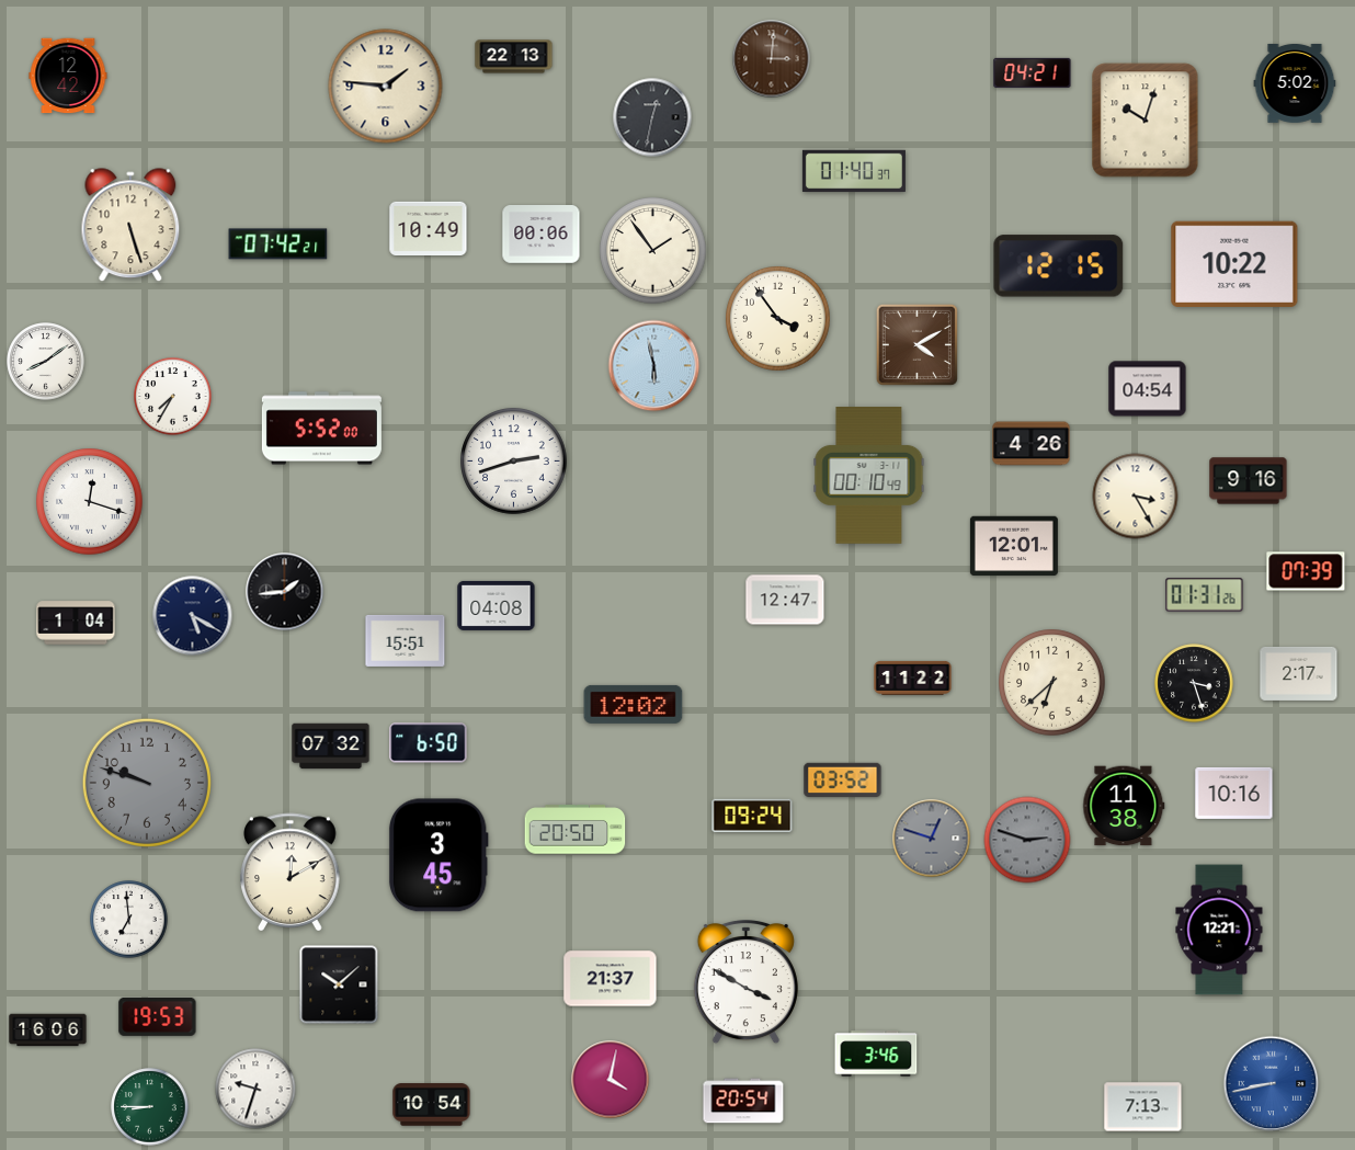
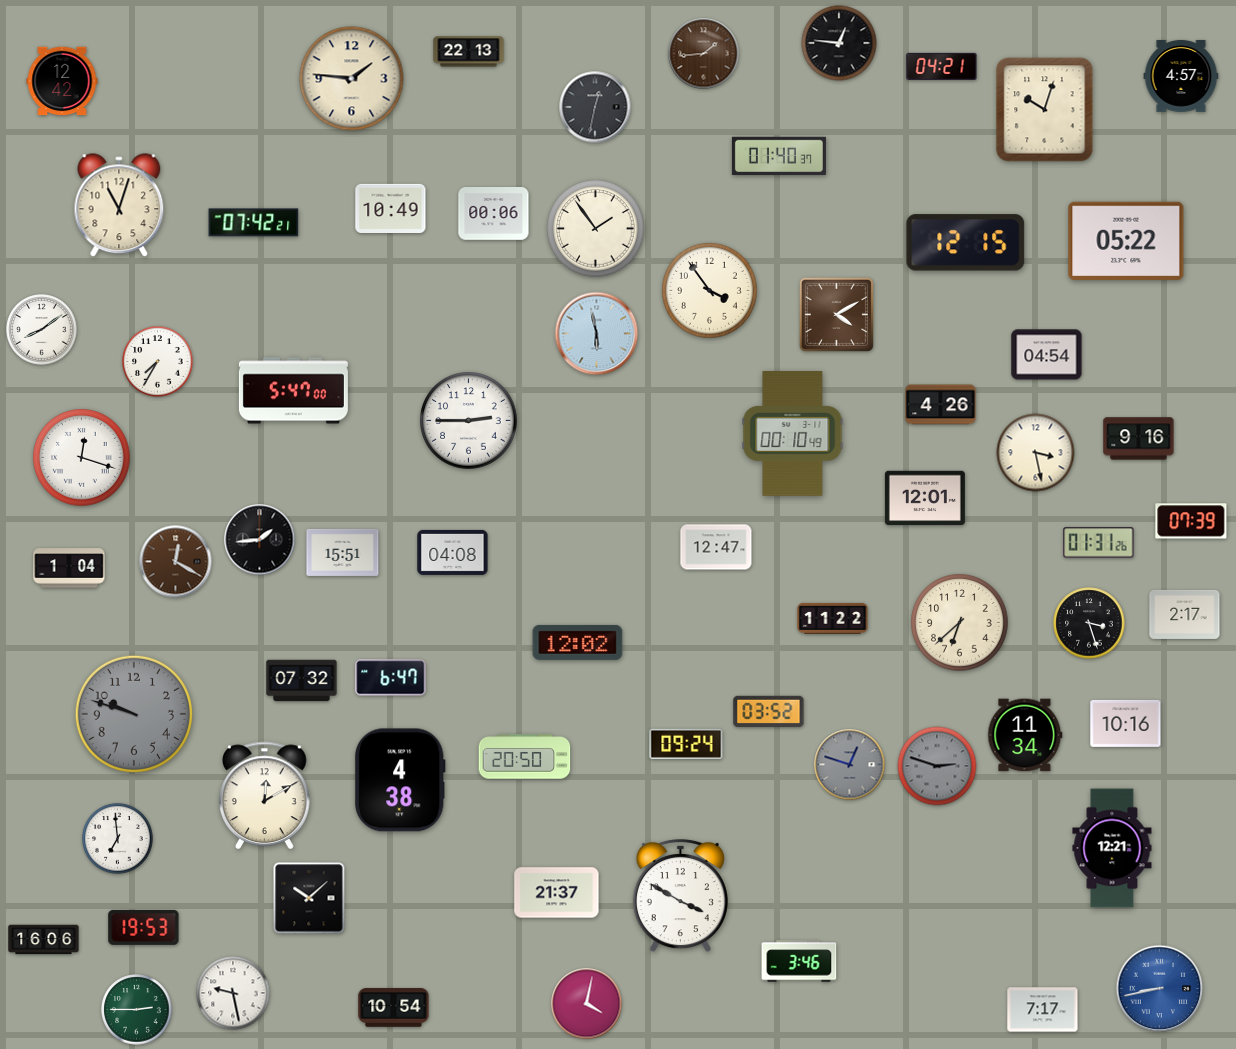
clock at (839, 43): none -> 12:46
clock at (772, 59): 3:01 -> 1:44
clock at (68, 76) position: (68, 76) -> (62, 81)
clock at (1295, 83): 5:02 -> 4:57
clock at (130, 226): 5:27 -> 11:03
clock at (1234, 264): 10:22 -> 05:22
clock at (321, 429): 5:52 -> 5:47
clock at (514, 462): 2:42 -> 2:45
clock at (1136, 497): 3:25 -> 3:28
clock at (193, 616): 5:20 -> 12:20
clock at (193, 616) dial: navy -> brown
clock at (406, 640) position: (406, 640) -> (343, 552)
clock at (429, 743): 6:50 -> 6:47
clock at (1124, 806): 11:38 -> 11:34
clock at (439, 855): 3:45 -> 4:38
clock at (611, 1080) position: (611, 1080) -> (587, 1004)
clock at (255, 1089): 9:33 -> 9:28
clock at (743, 1101): 20:54 -> none
clock at (150, 1107): 8:45 -> 2:45
clock at (1143, 1107): 7:13 -> 7:17
